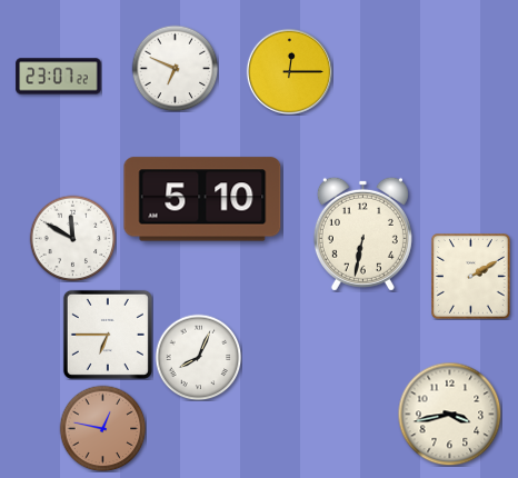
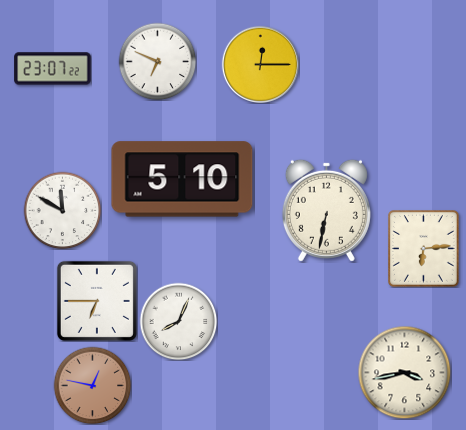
clock at (72, 238) position: (72, 238) -> (62, 210)
clock at (471, 277): 2:10 -> 6:14
